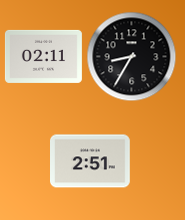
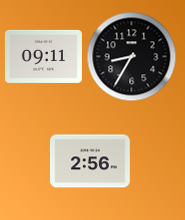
clock at (43, 56): 02:11 -> 09:11
clock at (91, 161): 2:51 -> 2:56
